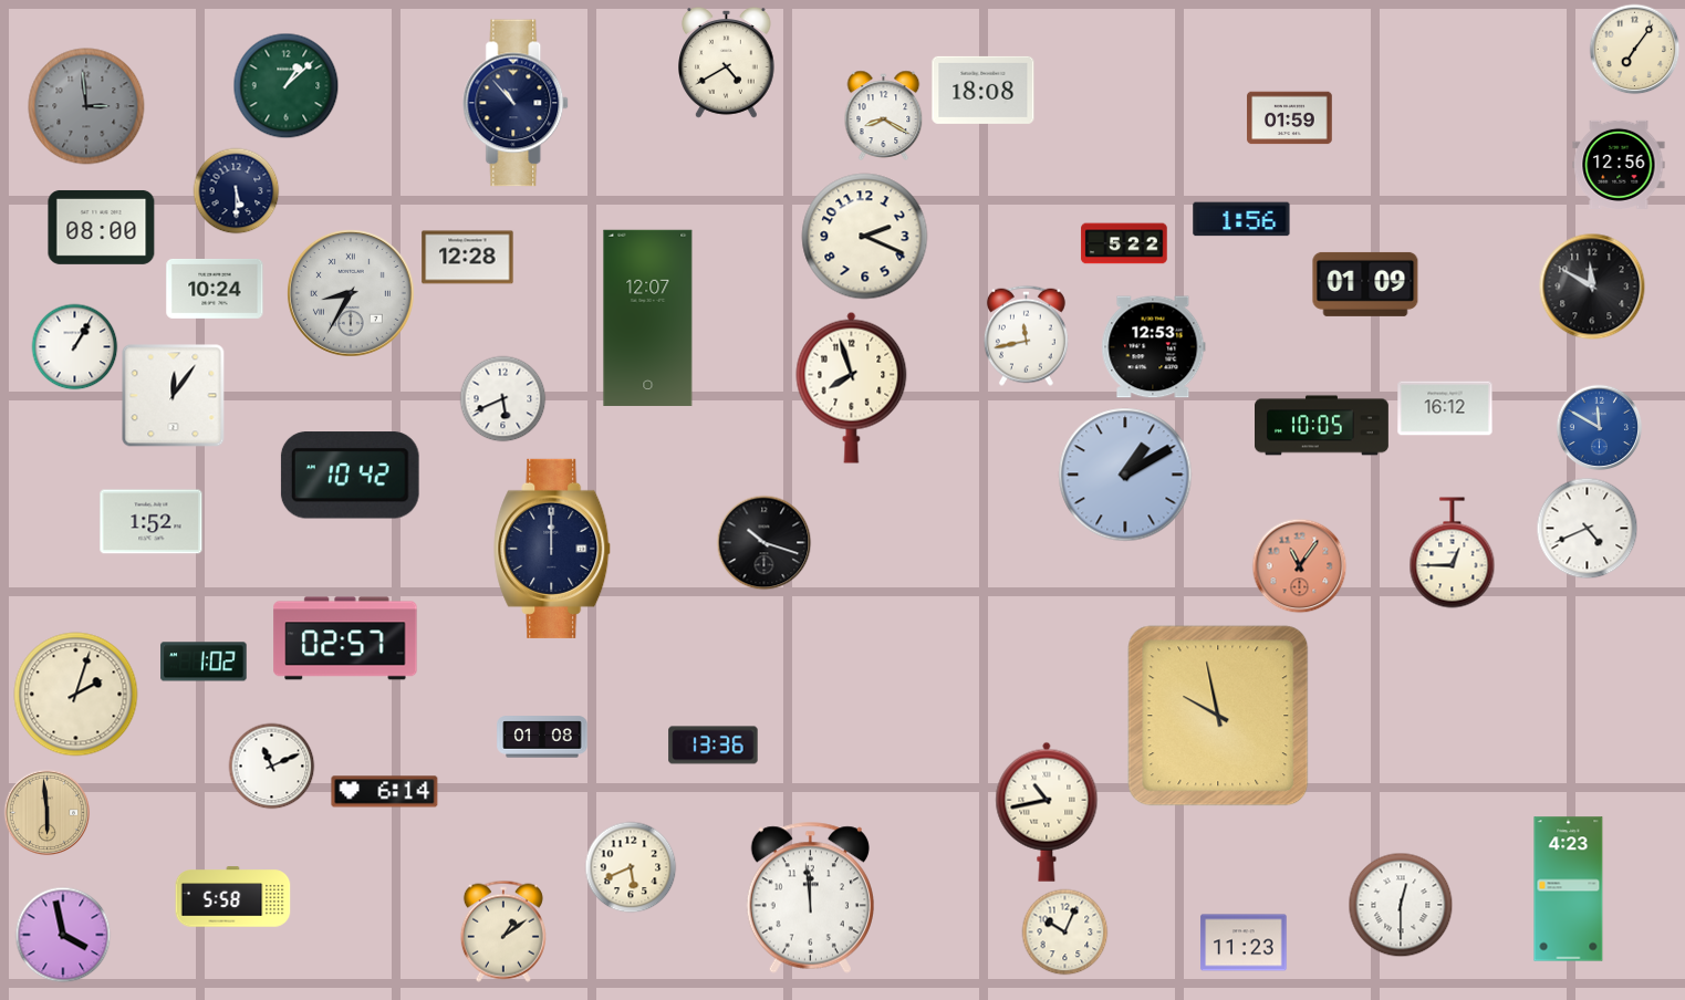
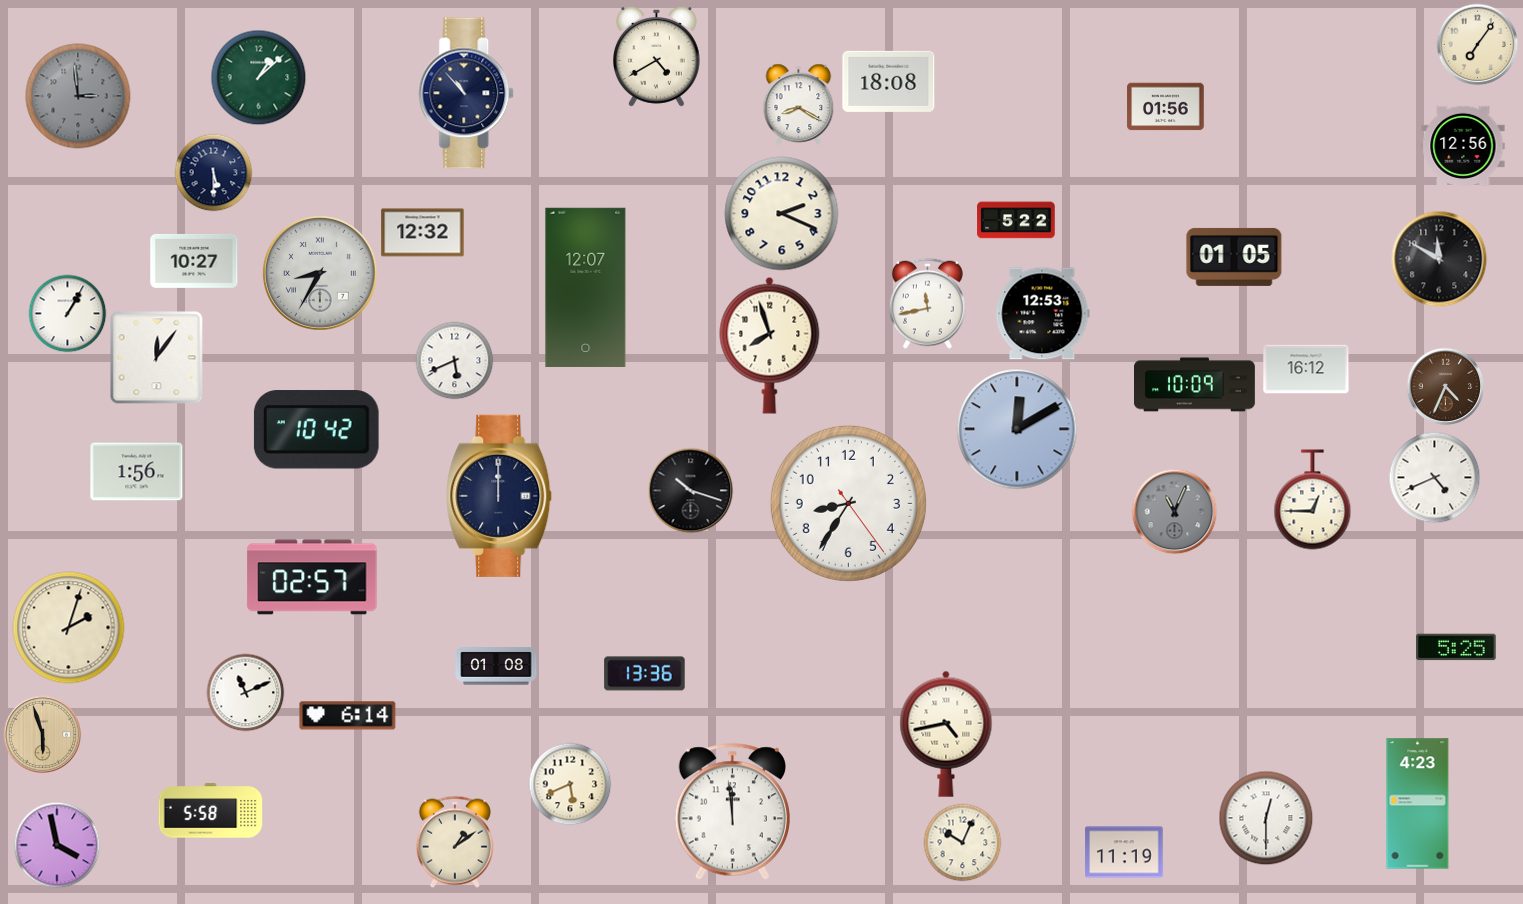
clock at (1290, 118): 01:59 -> 01:56
clock at (1619, 165) position: (1619, 165) -> (1463, 146)
clock at (1241, 219): 1:56 -> none
clock at (102, 227): 08:00 -> none
clock at (468, 258): 12:28 -> 12:32
clock at (1365, 284): 01:09 -> 01:05
clock at (215, 289): 10:24 -> 10:27
clock at (351, 293) position: (351, 293) -> (320, 273)
clock at (852, 387) position: (852, 387) -> (770, 345)
clock at (1322, 426): 10:05 -> 10:09
clock at (1599, 427): 11:50 -> 4:34
clock at (1599, 427) dial: blue -> brown
clock at (1125, 475): 1:10 -> 12:10
clock at (152, 522): 1:52 -> 1:56
clock at (848, 503): none -> 8:35
clock at (1299, 565): 11:06 -> 11:04
clock at (1299, 565) dial: salmon -> grey
clock at (204, 662): 1:02 -> none
clock at (1218, 716): 9:58 -> none
clock at (1456, 647): none -> 5:25
clock at (542, 737) position: (542, 737) -> (496, 666)
clock at (46, 812): 5:59 -> 5:57
clock at (1047, 812): 10:43 -> 4:43
clock at (1244, 942): 11:23 -> 11:19
